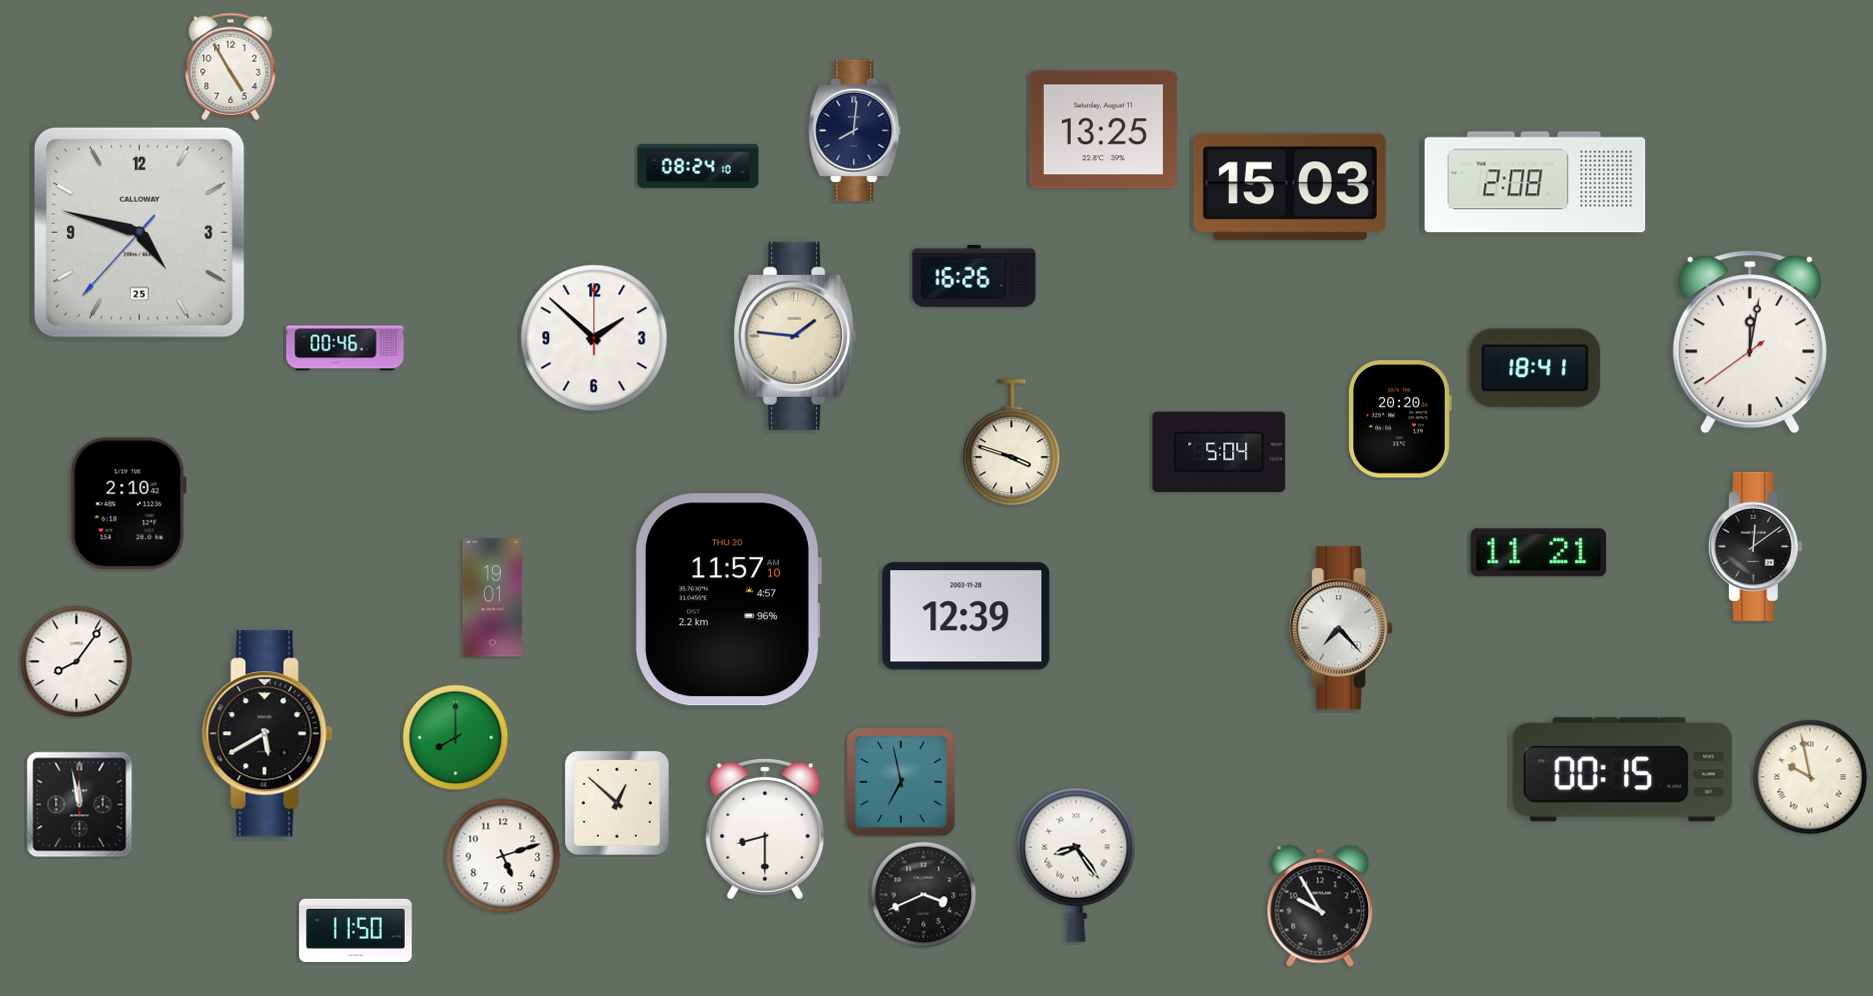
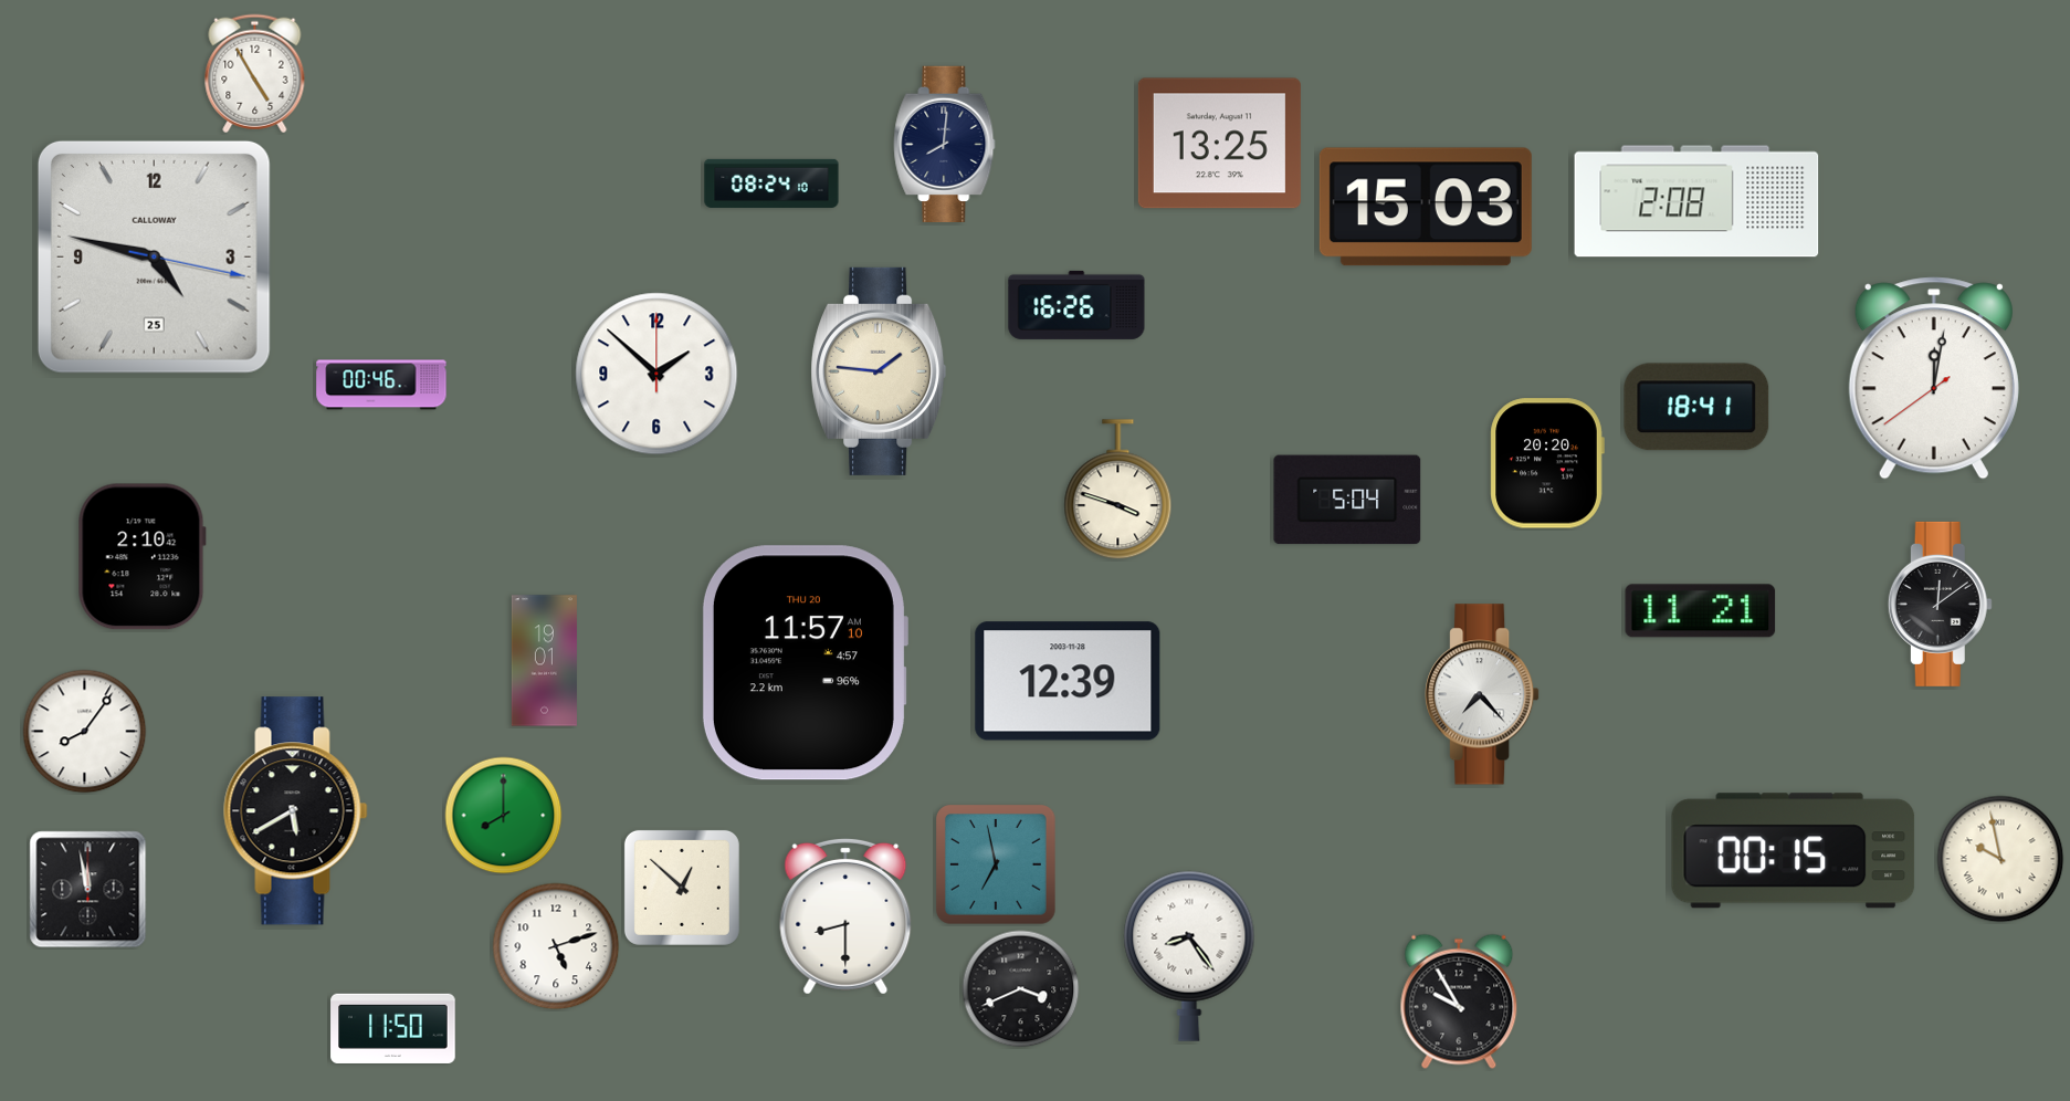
clock at (139, 232): 4:47:37 -> 4:47:17
